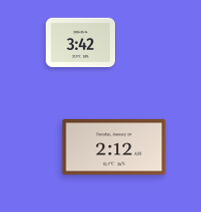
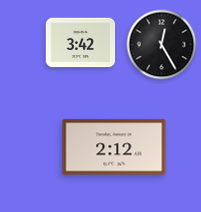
clock at (162, 45): none -> 12:25
